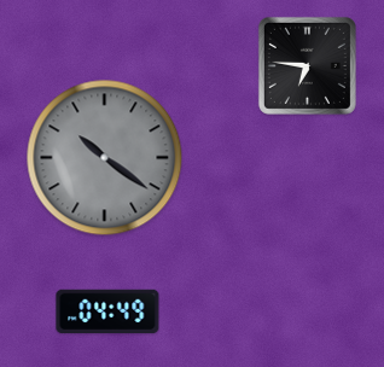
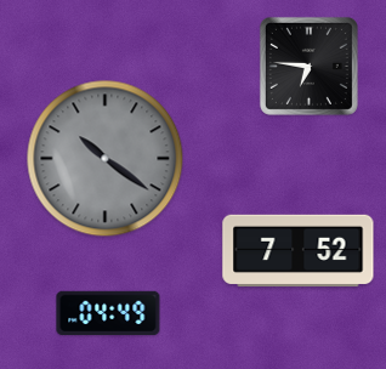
clock at (299, 250): none -> 7:52
